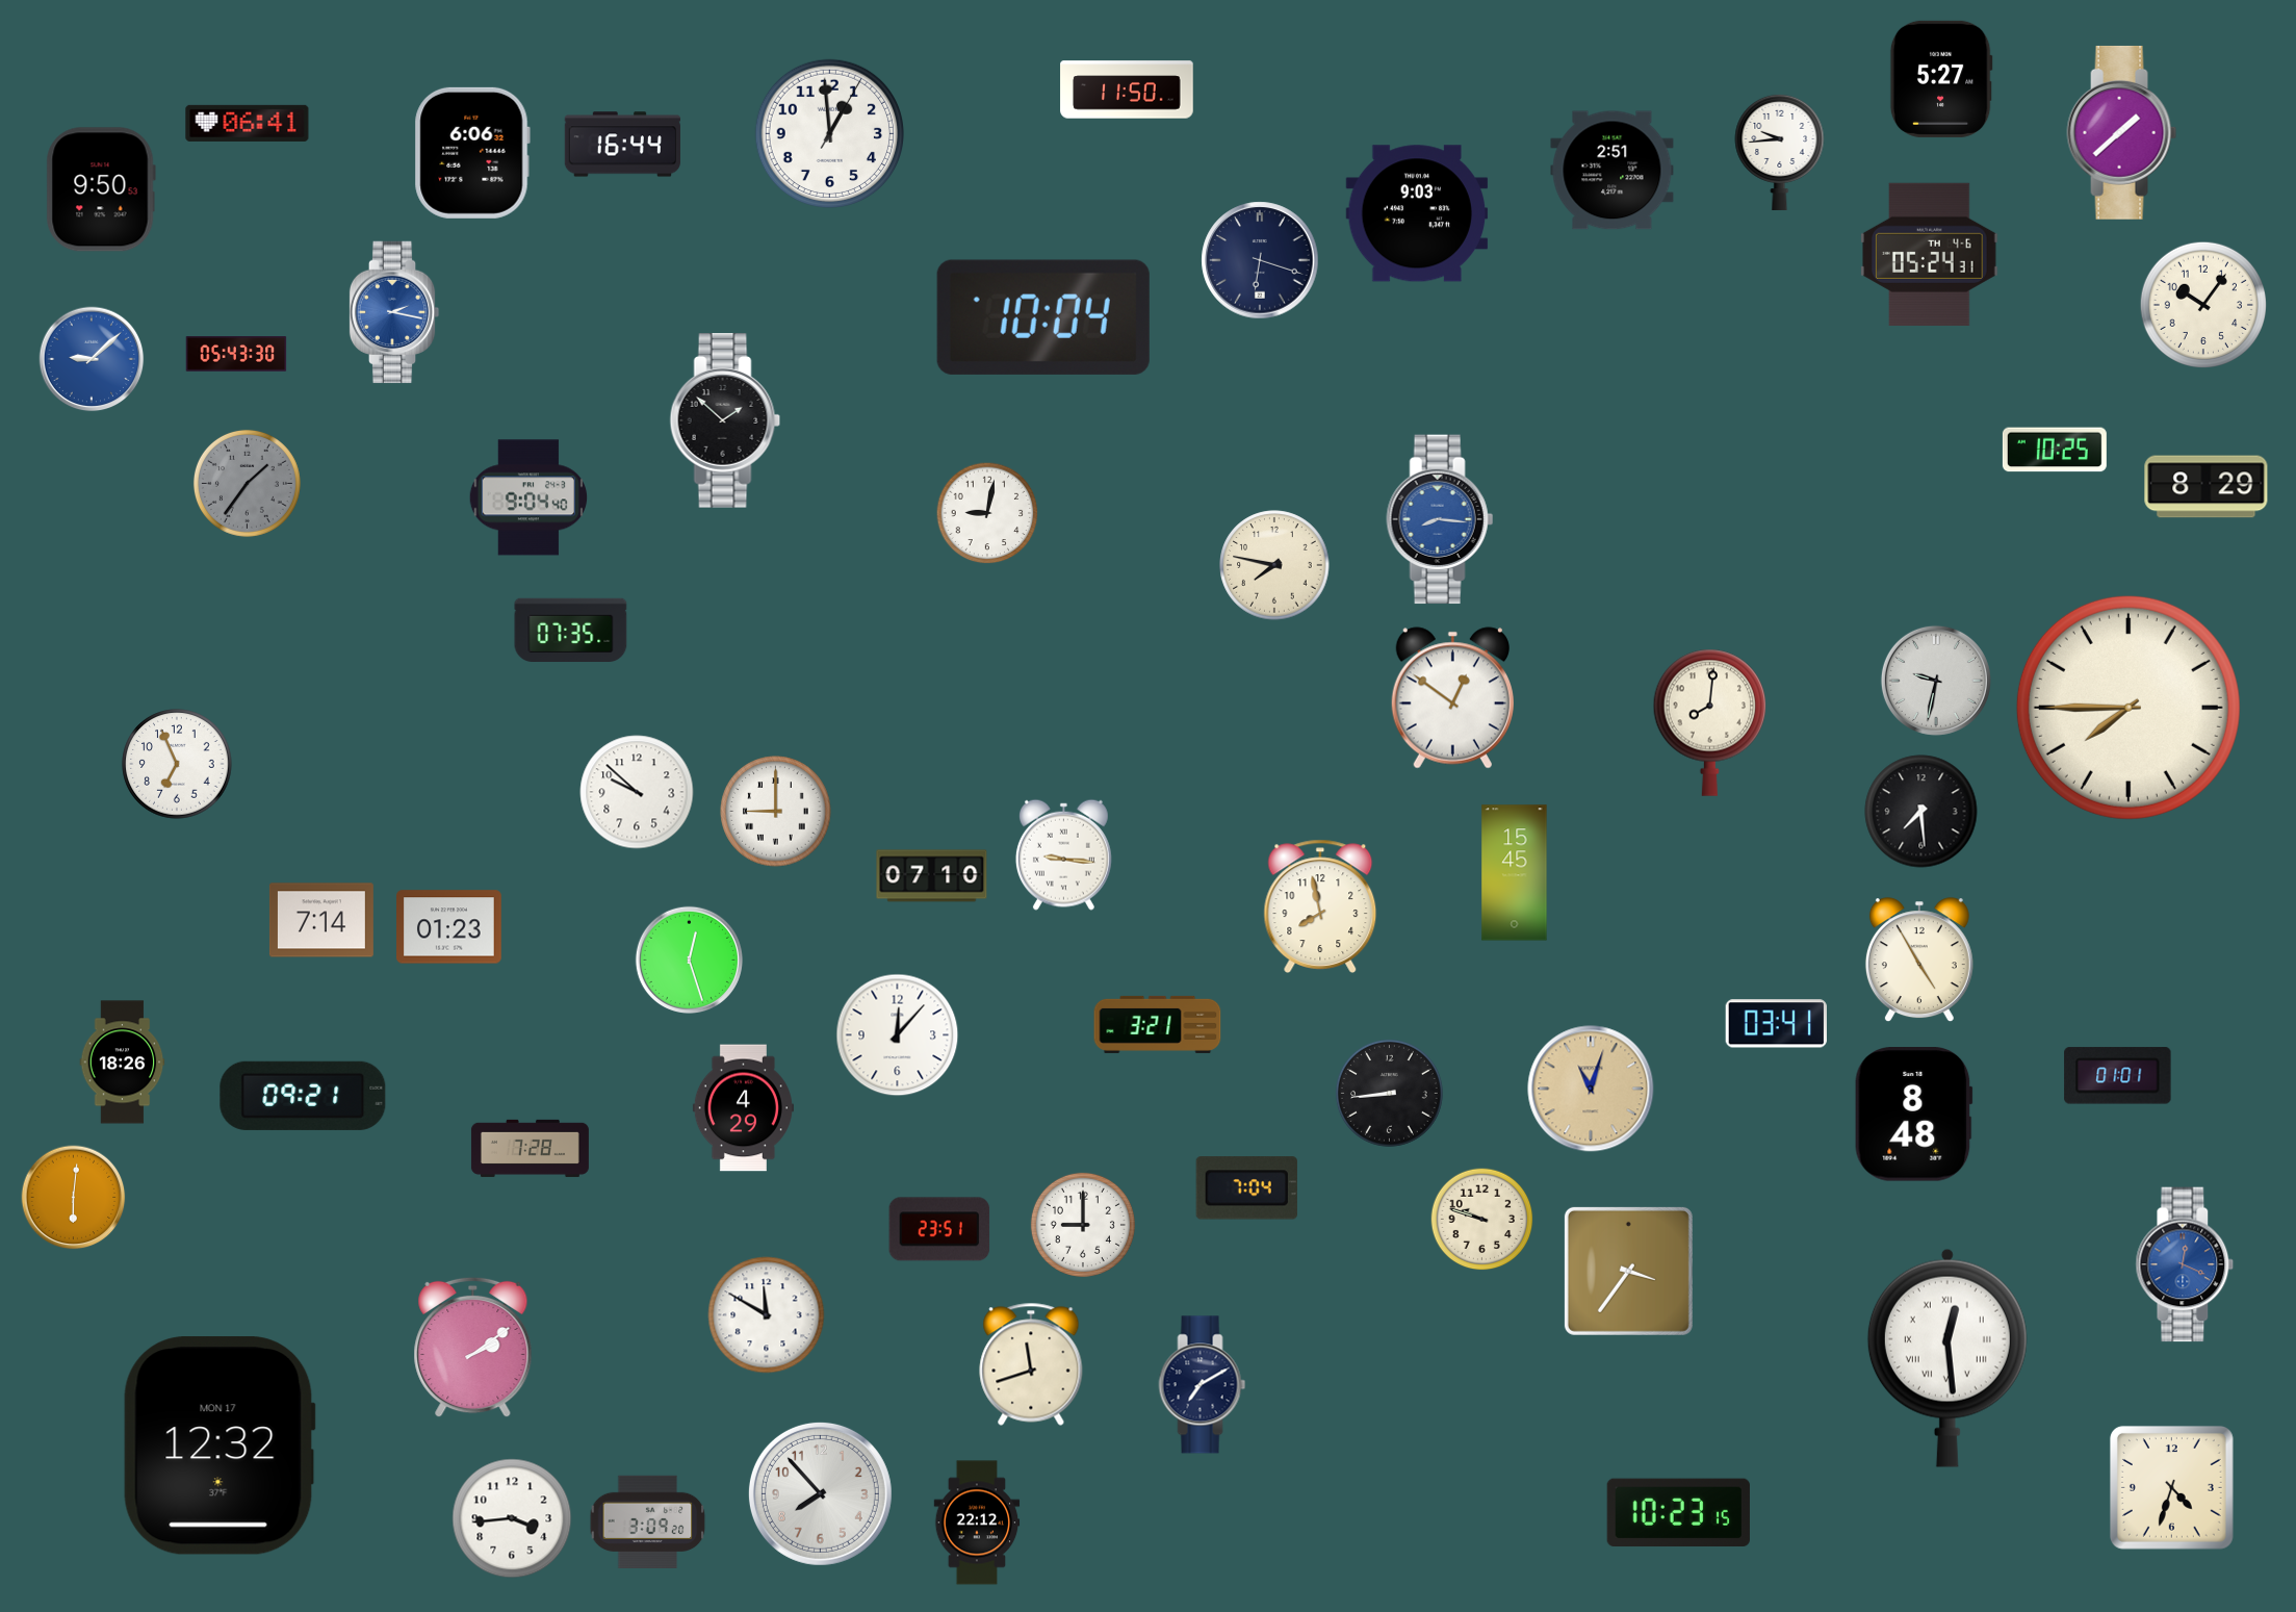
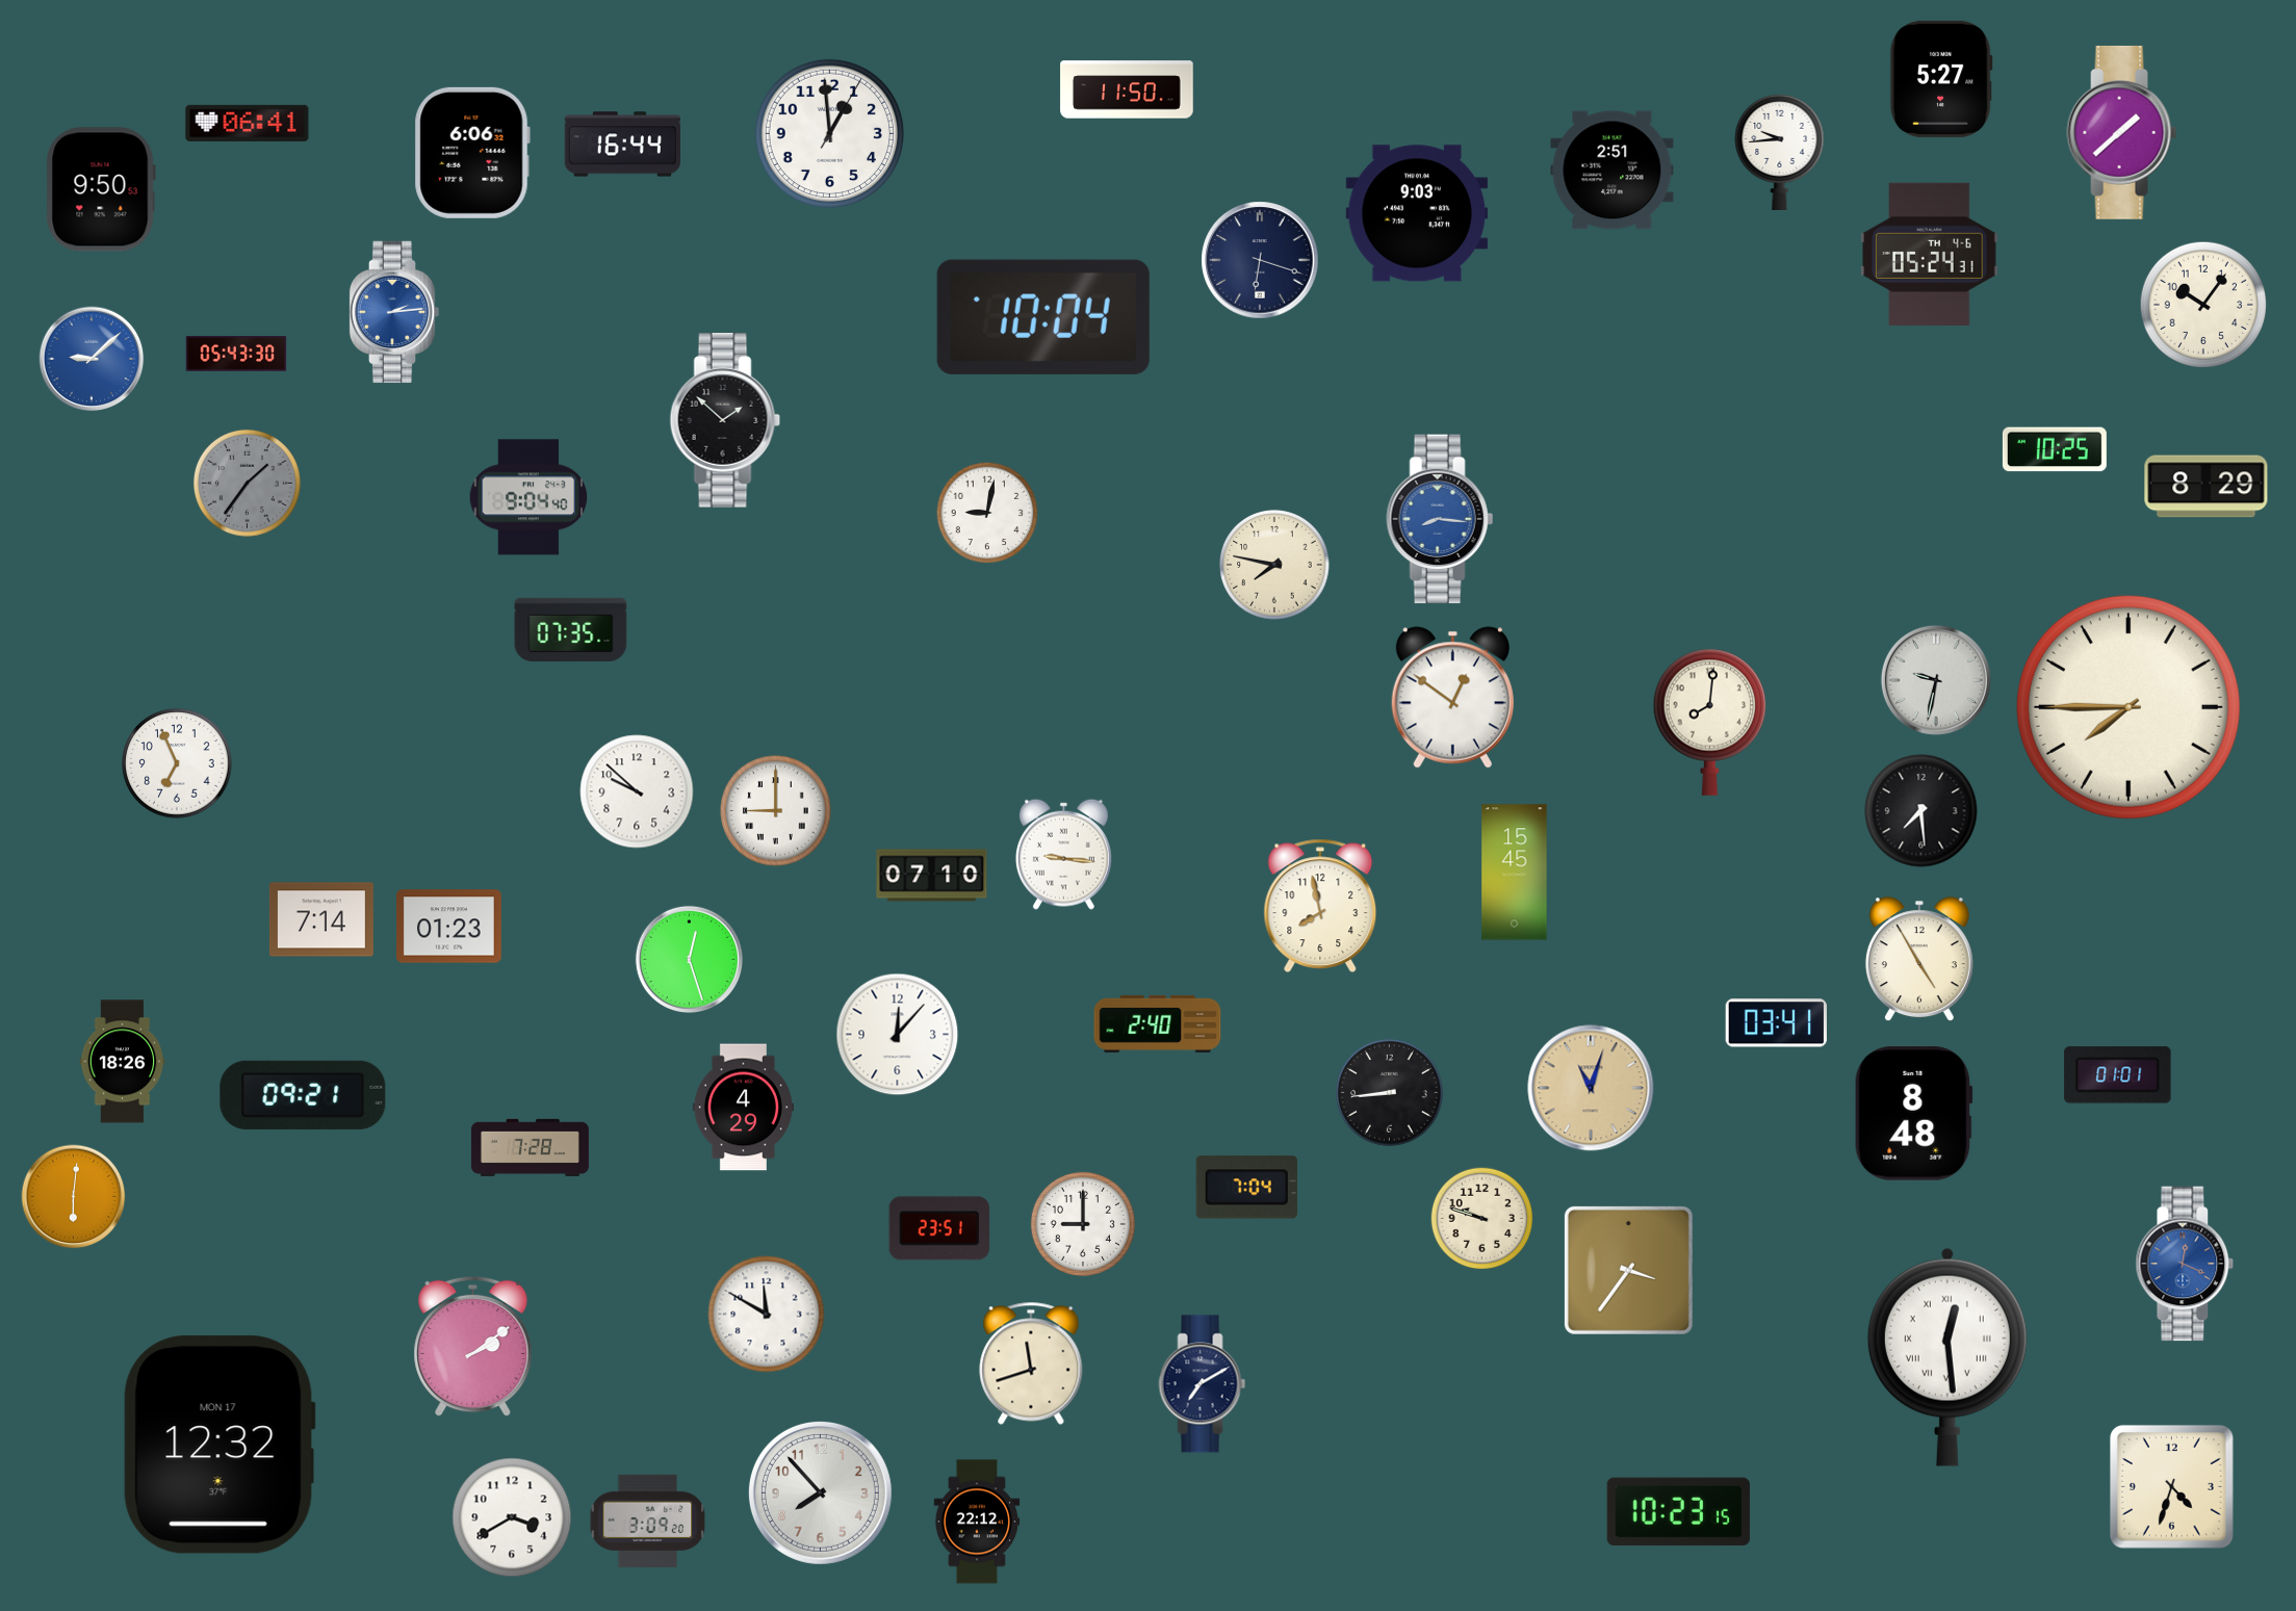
clock at (394, 312): 2:17 -> 2:14
clock at (1158, 1024): 3:21 -> 2:40
clock at (512, 1518): 3:44 -> 3:40
